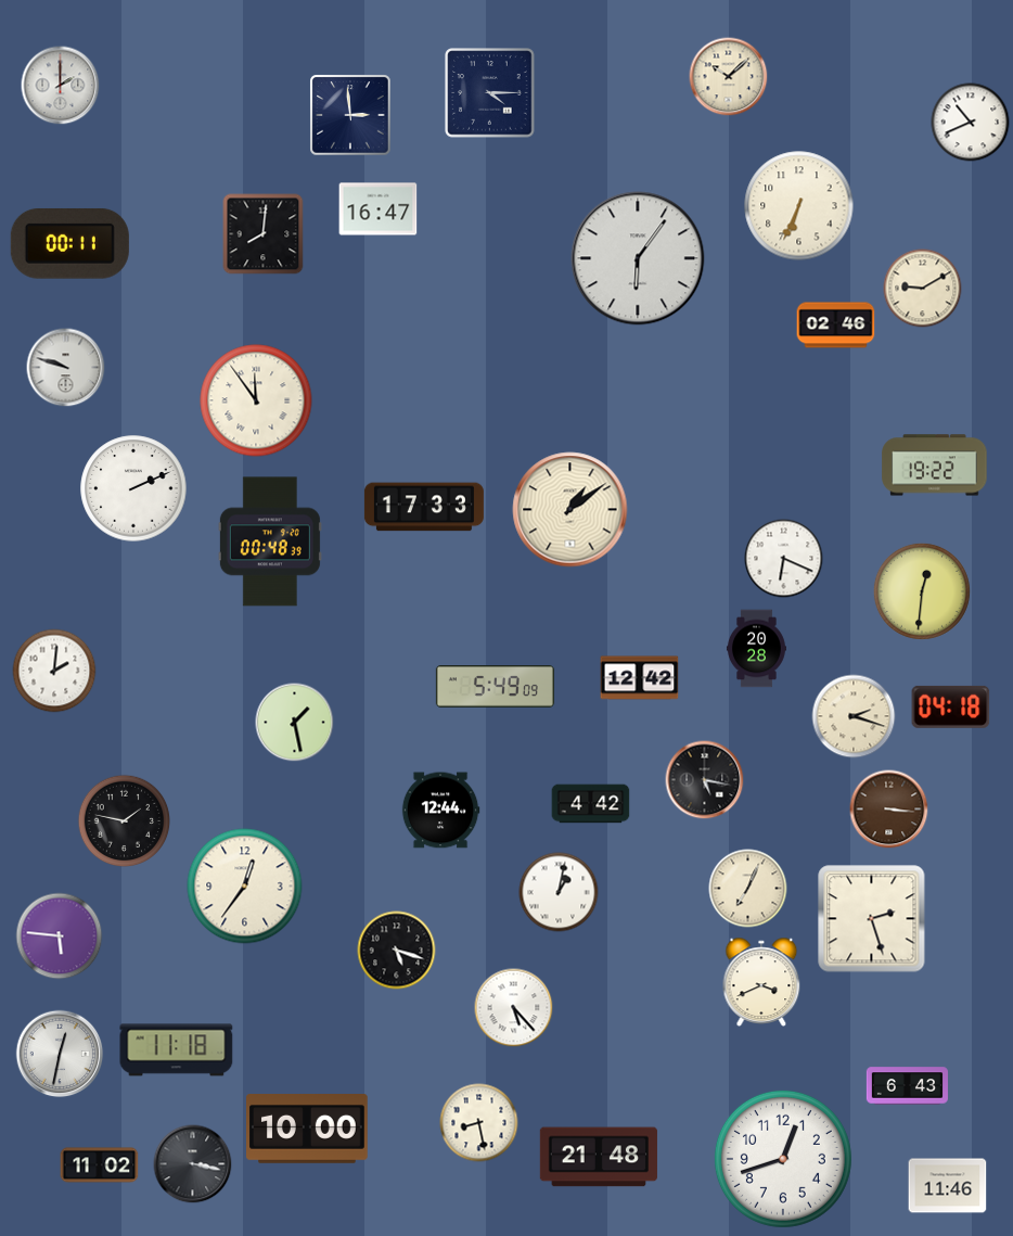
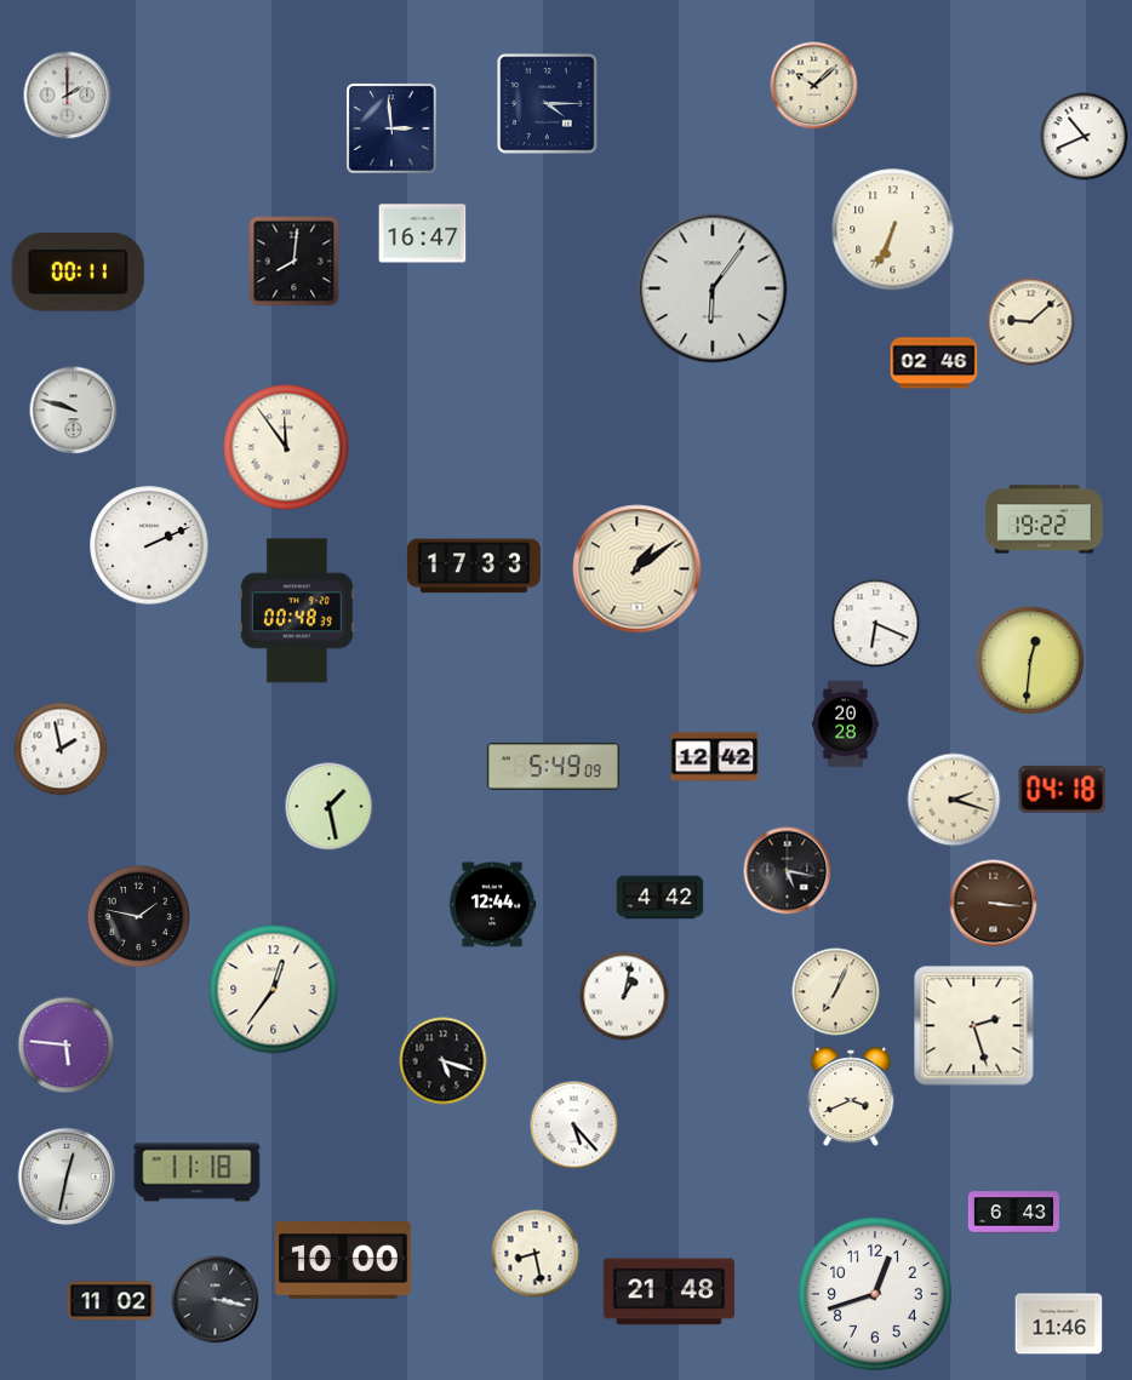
clock at (923, 289): 9:10 -> 9:08
clock at (270, 541) position: (270, 541) -> (297, 611)
clock at (54, 671): 2:01 -> 1:58
